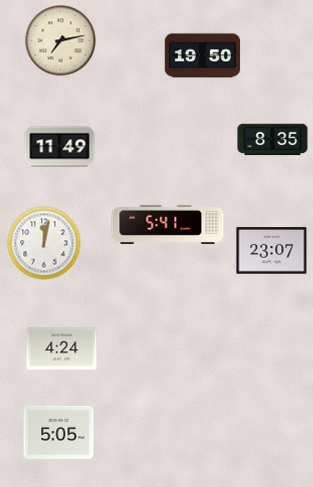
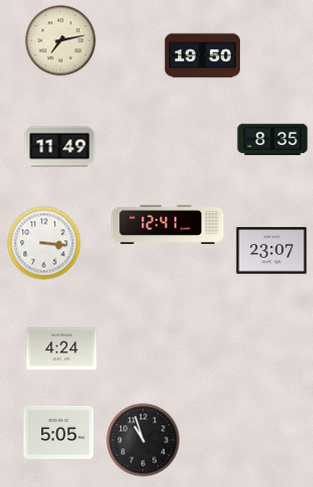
clock at (168, 224): 5:41 -> 12:41
clock at (44, 243): 12:02 -> 3:16
clock at (143, 440): none -> 10:57
